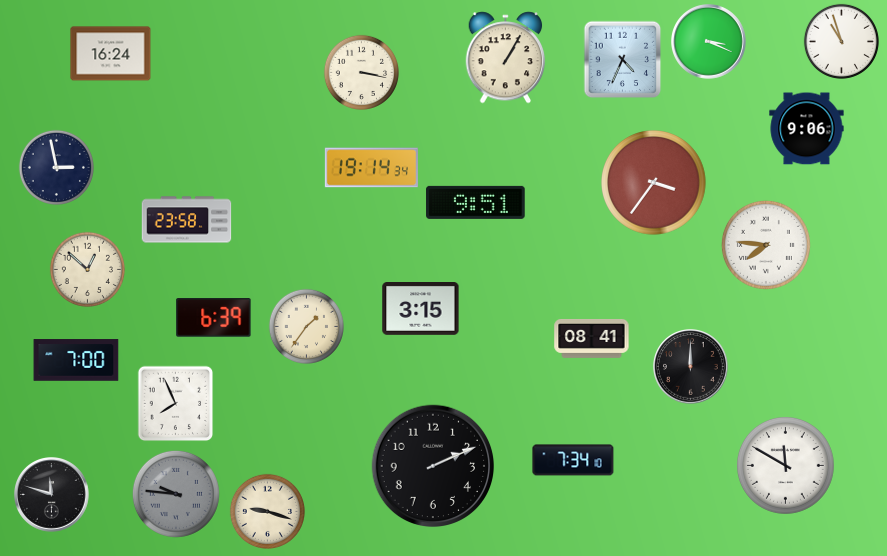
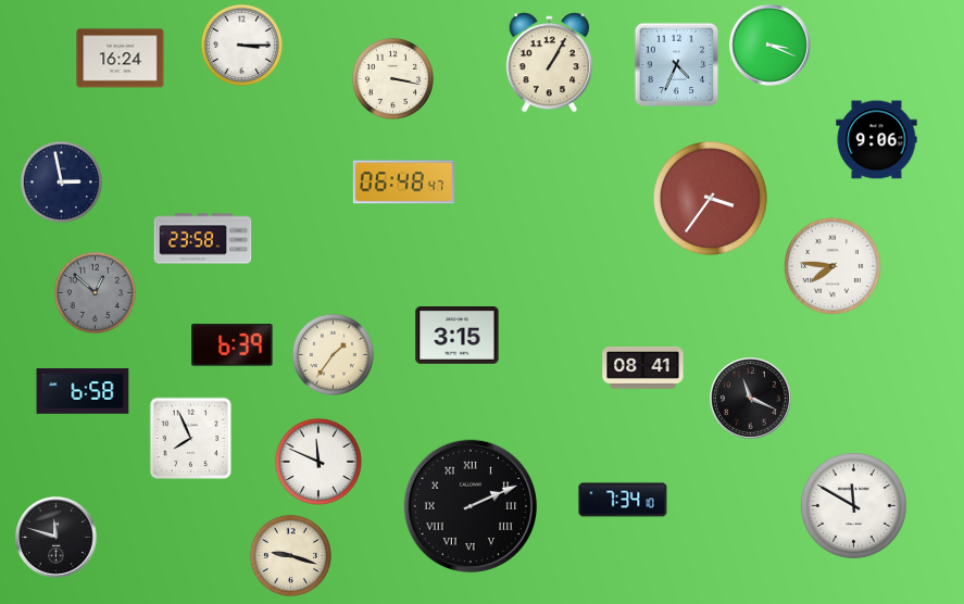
clock at (241, 45): none -> 3:15
clock at (841, 41): 10:57 -> none
clock at (371, 168): 19:14 -> 06:48
clock at (476, 202): 9:51 -> none
clock at (87, 269) dial: cream -> grey
clock at (76, 360): 7:00 -> 6:58
clock at (691, 367): 12:00 -> 11:19
clock at (318, 462): none -> 11:49
clock at (432, 465) numerals: Arabic -> Roman
clock at (176, 494): 9:46 -> none
